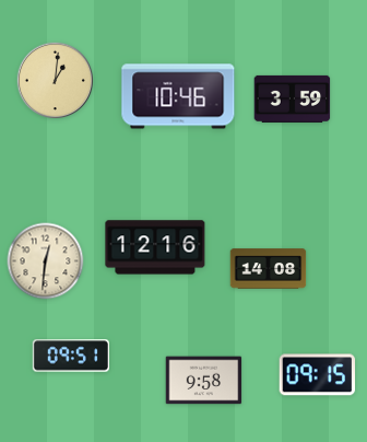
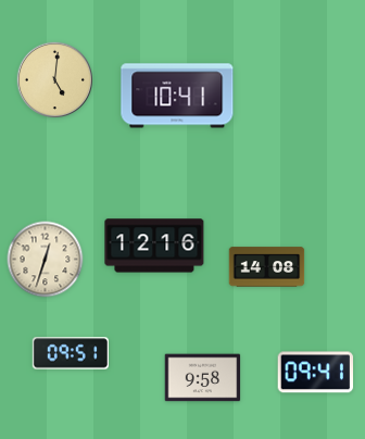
clock at (56, 81): 1:01 -> 5:01
clock at (178, 96): 10:46 -> 10:41
clock at (293, 98): 3:59 -> none
clock at (46, 261): 12:31 -> 12:33
clock at (318, 375): 09:15 -> 09:41
